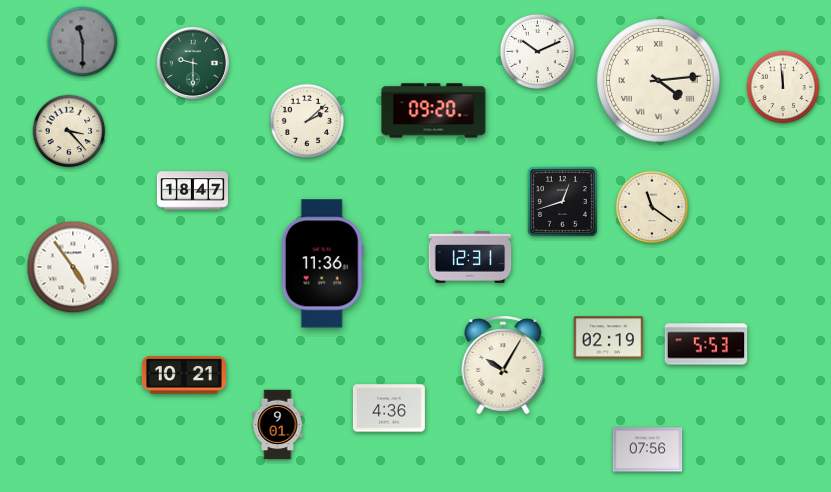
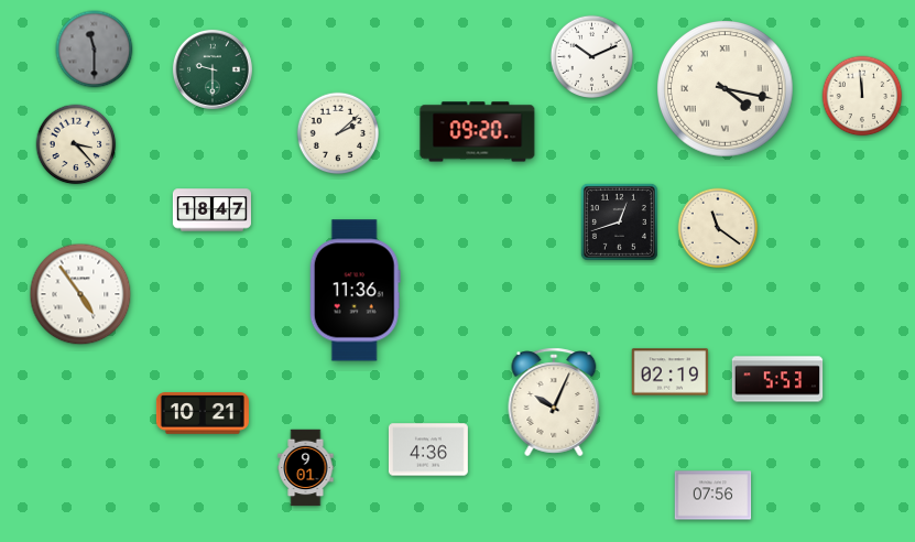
clock at (83, 42) position: (83, 42) -> (95, 50)
clock at (659, 81): 4:14 -> 4:17
clock at (434, 111) position: (434, 111) -> (478, 132)
clock at (470, 257): 12:31 -> none
clock at (503, 365): 10:05 -> 10:04
